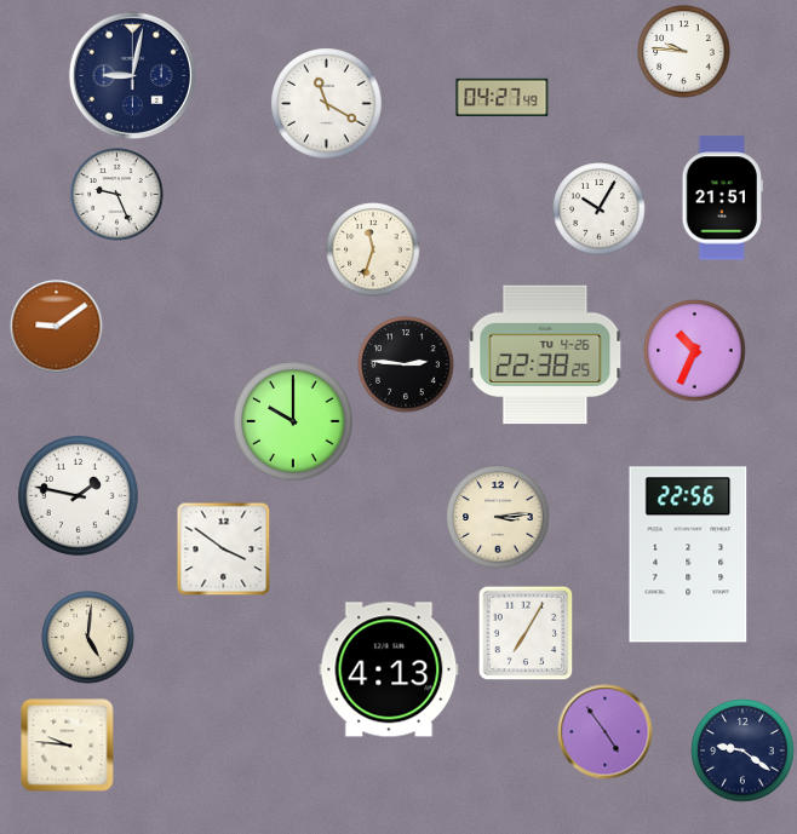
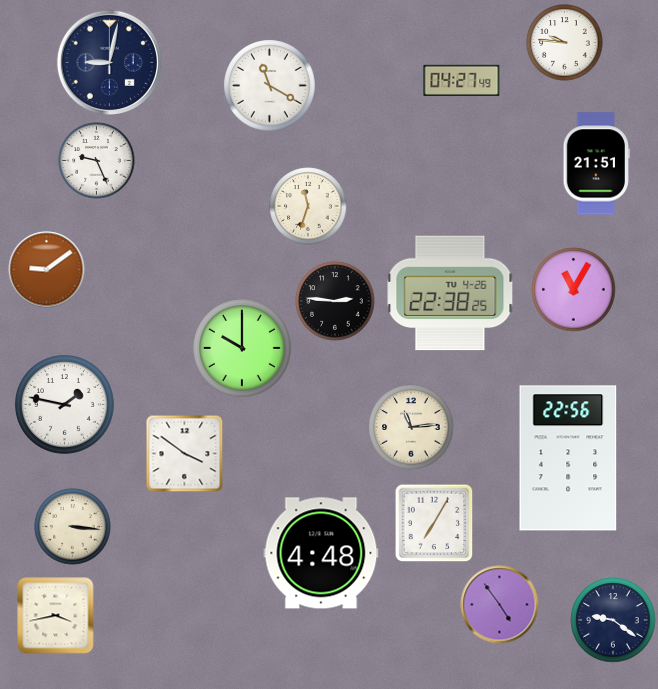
clock at (503, 97) position: (503, 97) -> (462, 80)
clock at (600, 209): 10:05 -> none
clock at (695, 351): 10:34 -> 11:05
clock at (79, 496) position: (79, 496) -> (65, 405)
clock at (498, 517): 3:14 -> 11:14
clock at (88, 638): 5:01 -> 3:16
clock at (389, 669): 4:13 -> 4:48
clock at (68, 746): 9:46 -> 3:43
